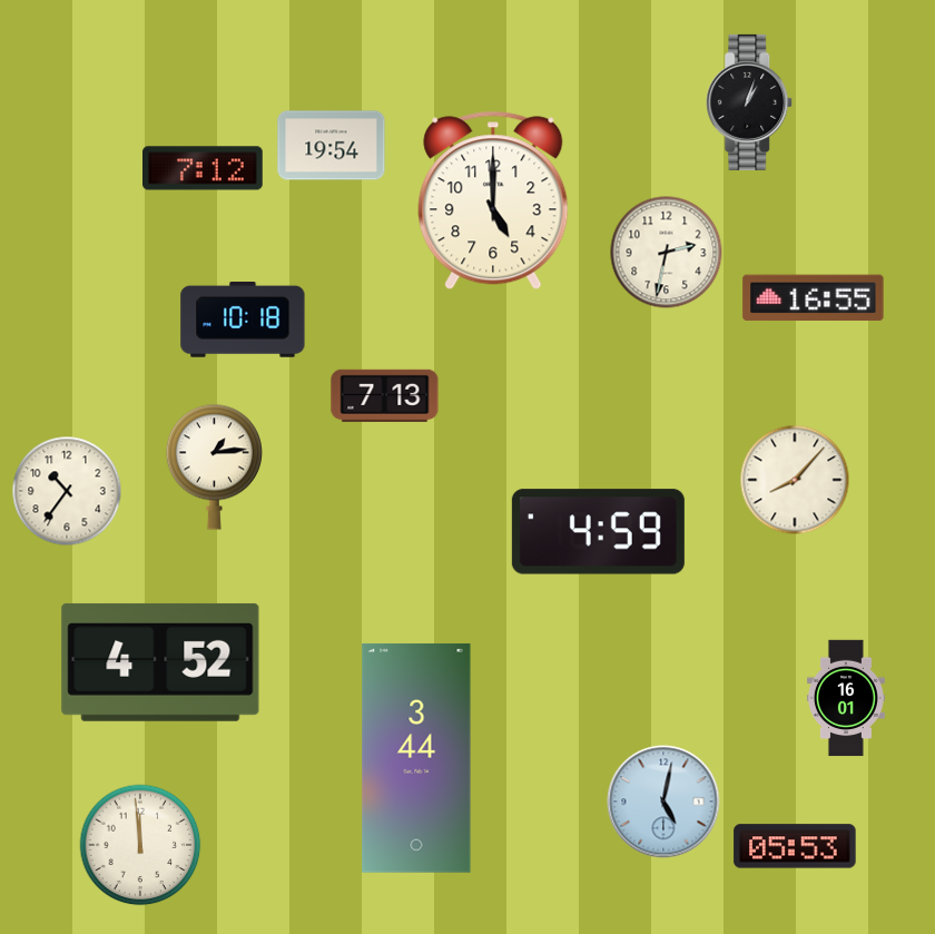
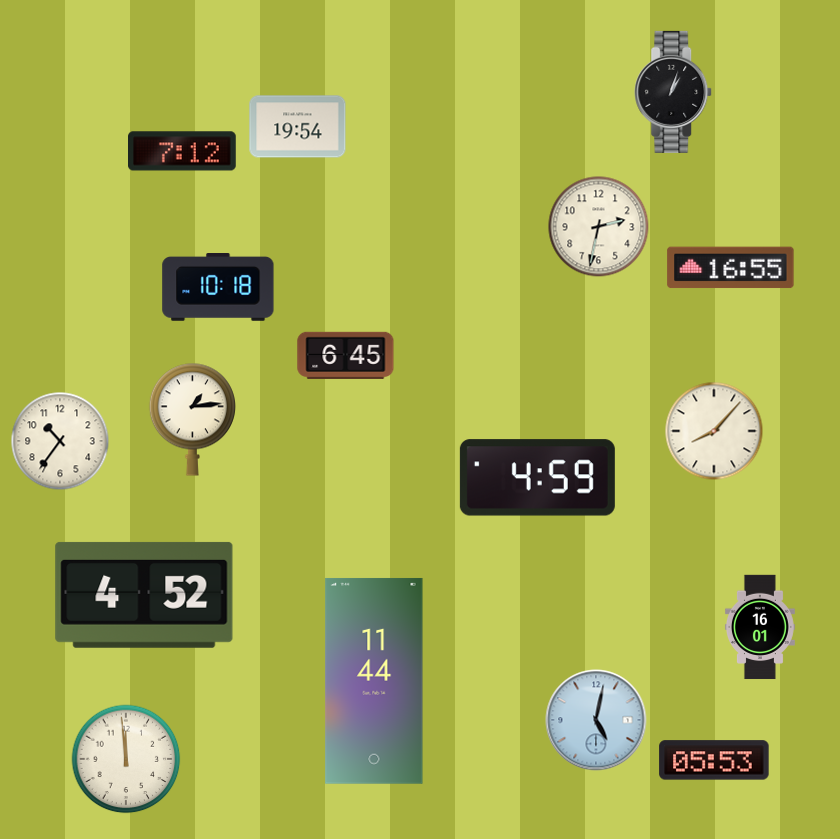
clock at (332, 146) position: (332, 146) -> (298, 127)
clock at (493, 200): 5:00 -> none
clock at (385, 395): 7:13 -> 6:45
clock at (416, 758): 3:44 -> 11:44
